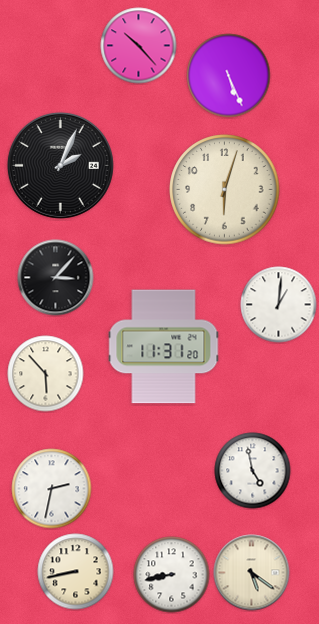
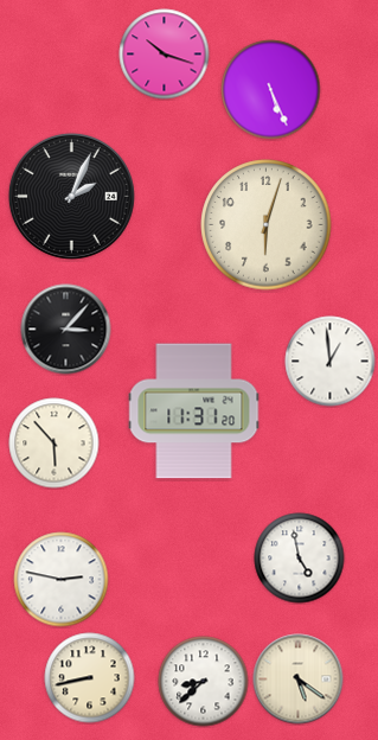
clock at (139, 46): 10:23 -> 10:18
clock at (279, 305): 1:01 -> 12:59
clock at (52, 489): 2:32 -> 2:47
clock at (172, 575): 8:43 -> 8:38
